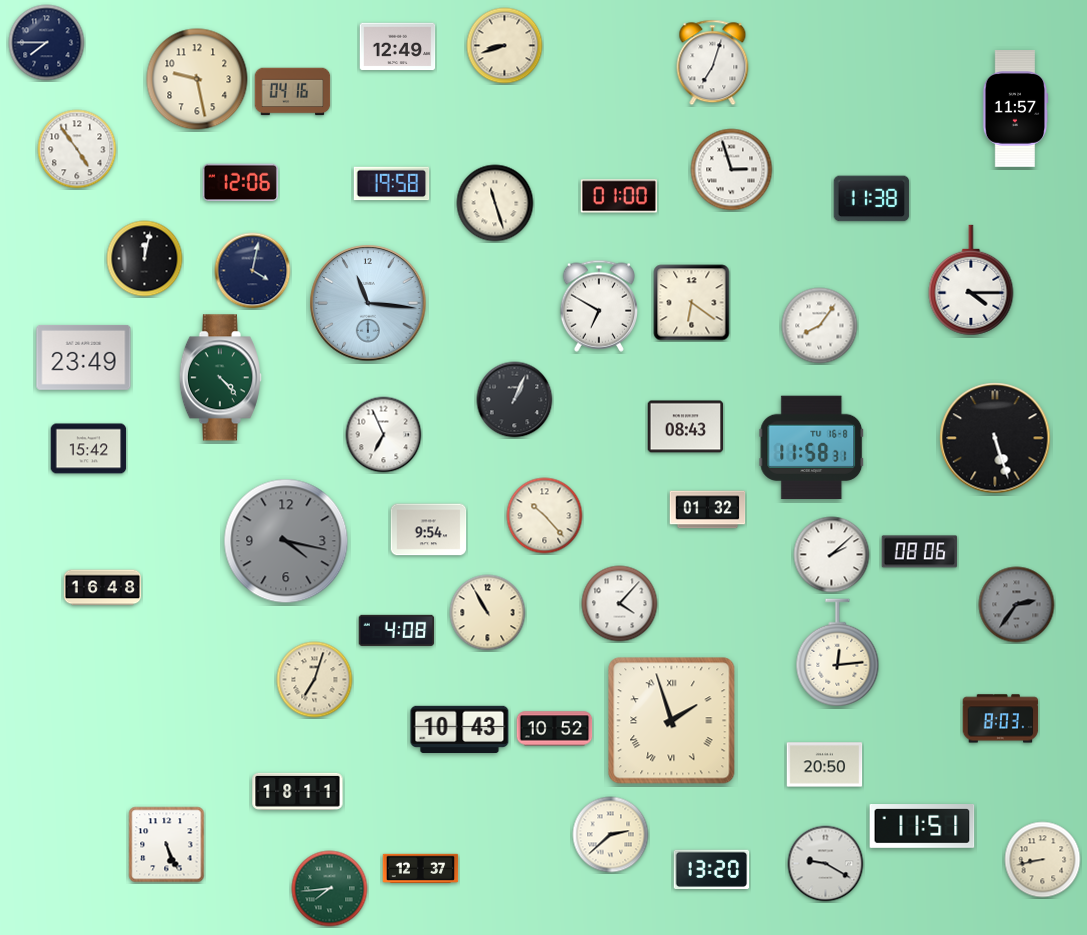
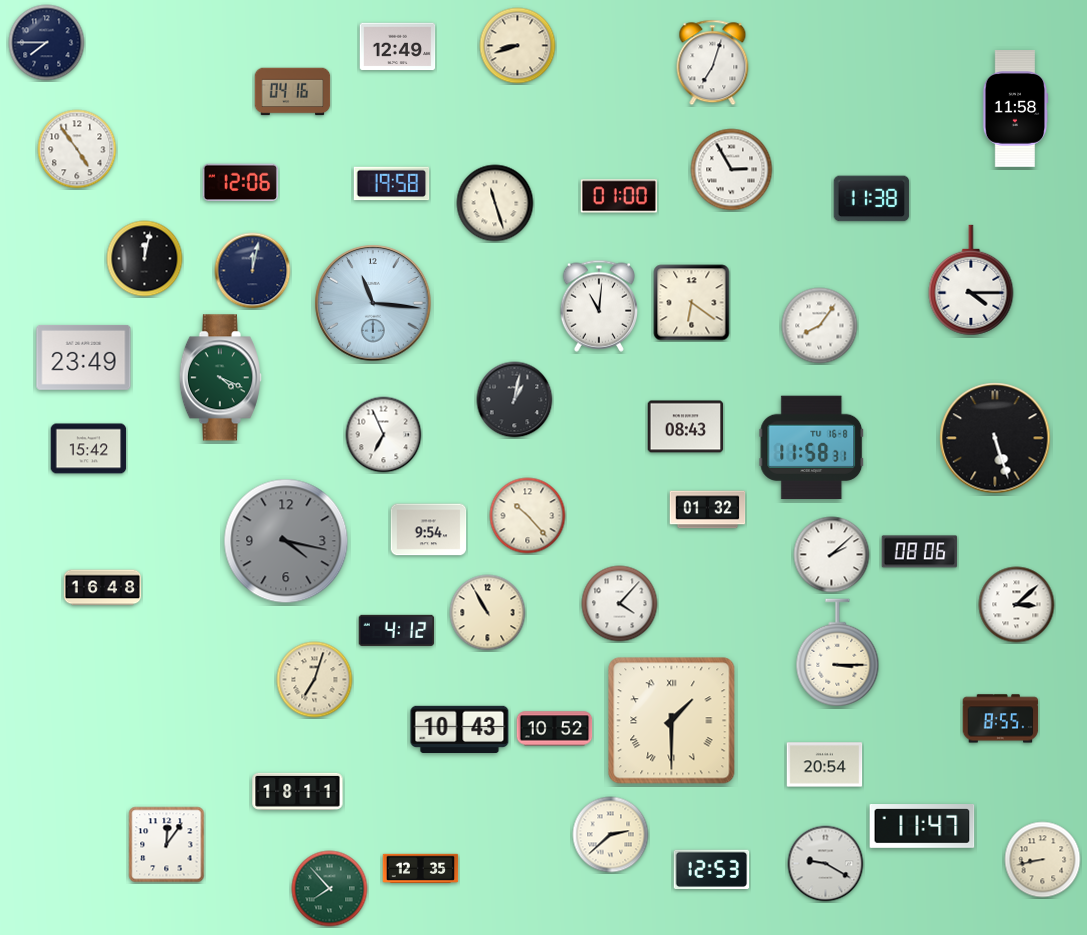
clock at (505, 46) position: (505, 46) -> (518, 46)
clock at (197, 79): 9:28 -> none
clock at (1015, 109): 11:57 -> 11:58
clock at (732, 170): 2:57 -> 2:55
clock at (253, 271): 4:02 -> 12:02
clock at (368, 303) position: (368, 303) -> (373, 303)
clock at (598, 306): 6:50 -> 11:01
clock at (220, 378): 4:23 -> 4:19
clock at (515, 400): 1:04 -> 1:02
clock at (545, 516) position: (545, 516) -> (528, 516)
clock at (1017, 605): 2:36 -> 3:08
clock at (1017, 605) dial: grey -> white
clock at (397, 630): 4:08 -> 4:12
clock at (838, 653): 12:14 -> 3:15
clock at (1001, 719): 8:03 -> 8:55
clock at (672, 721): 1:57 -> 1:30
clock at (825, 765): 20:50 -> 20:54
clock at (922, 827): 11:51 -> 11:47
clock at (167, 845): 5:26 -> 12:06
clock at (421, 869): 12:37 -> 12:35
clock at (712, 870): 13:20 -> 12:53
clock at (330, 889): 7:44 -> 7:53
